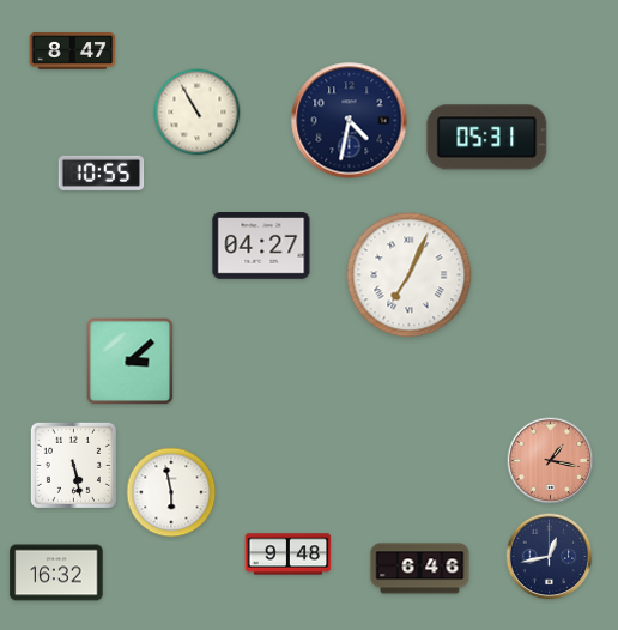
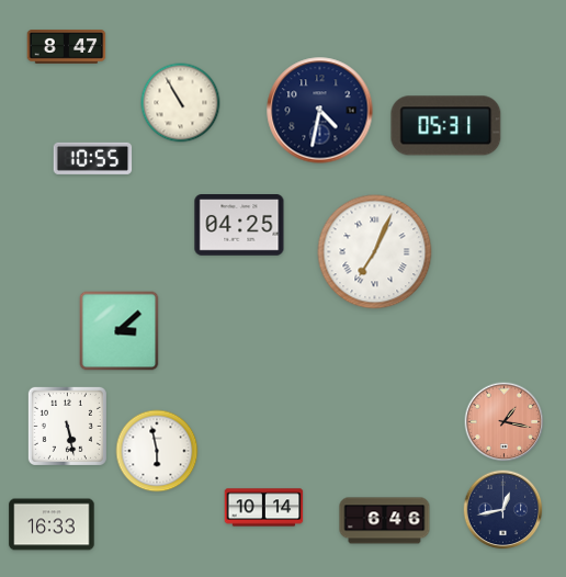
clock at (261, 246): 04:27 -> 04:25
clock at (289, 555): 9:48 -> 10:14
clock at (56, 573): 16:32 -> 16:33
